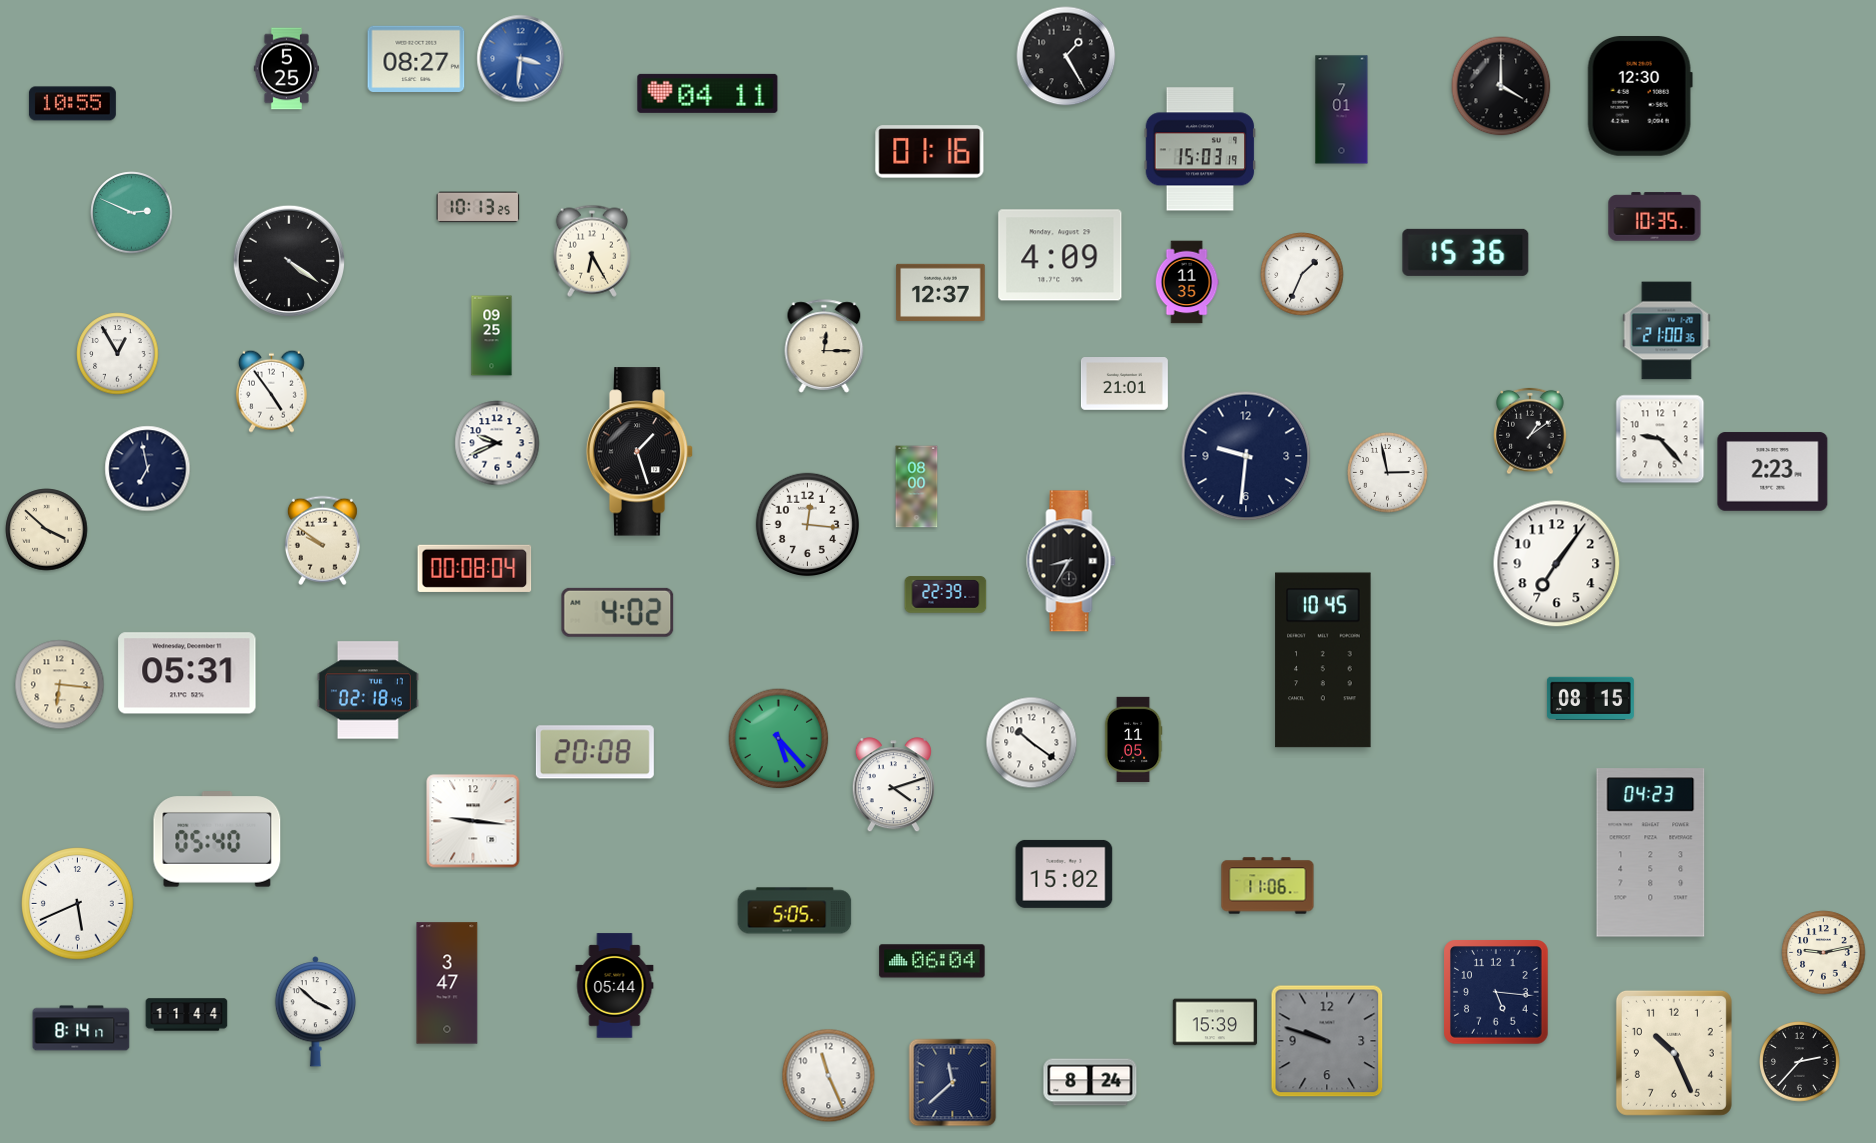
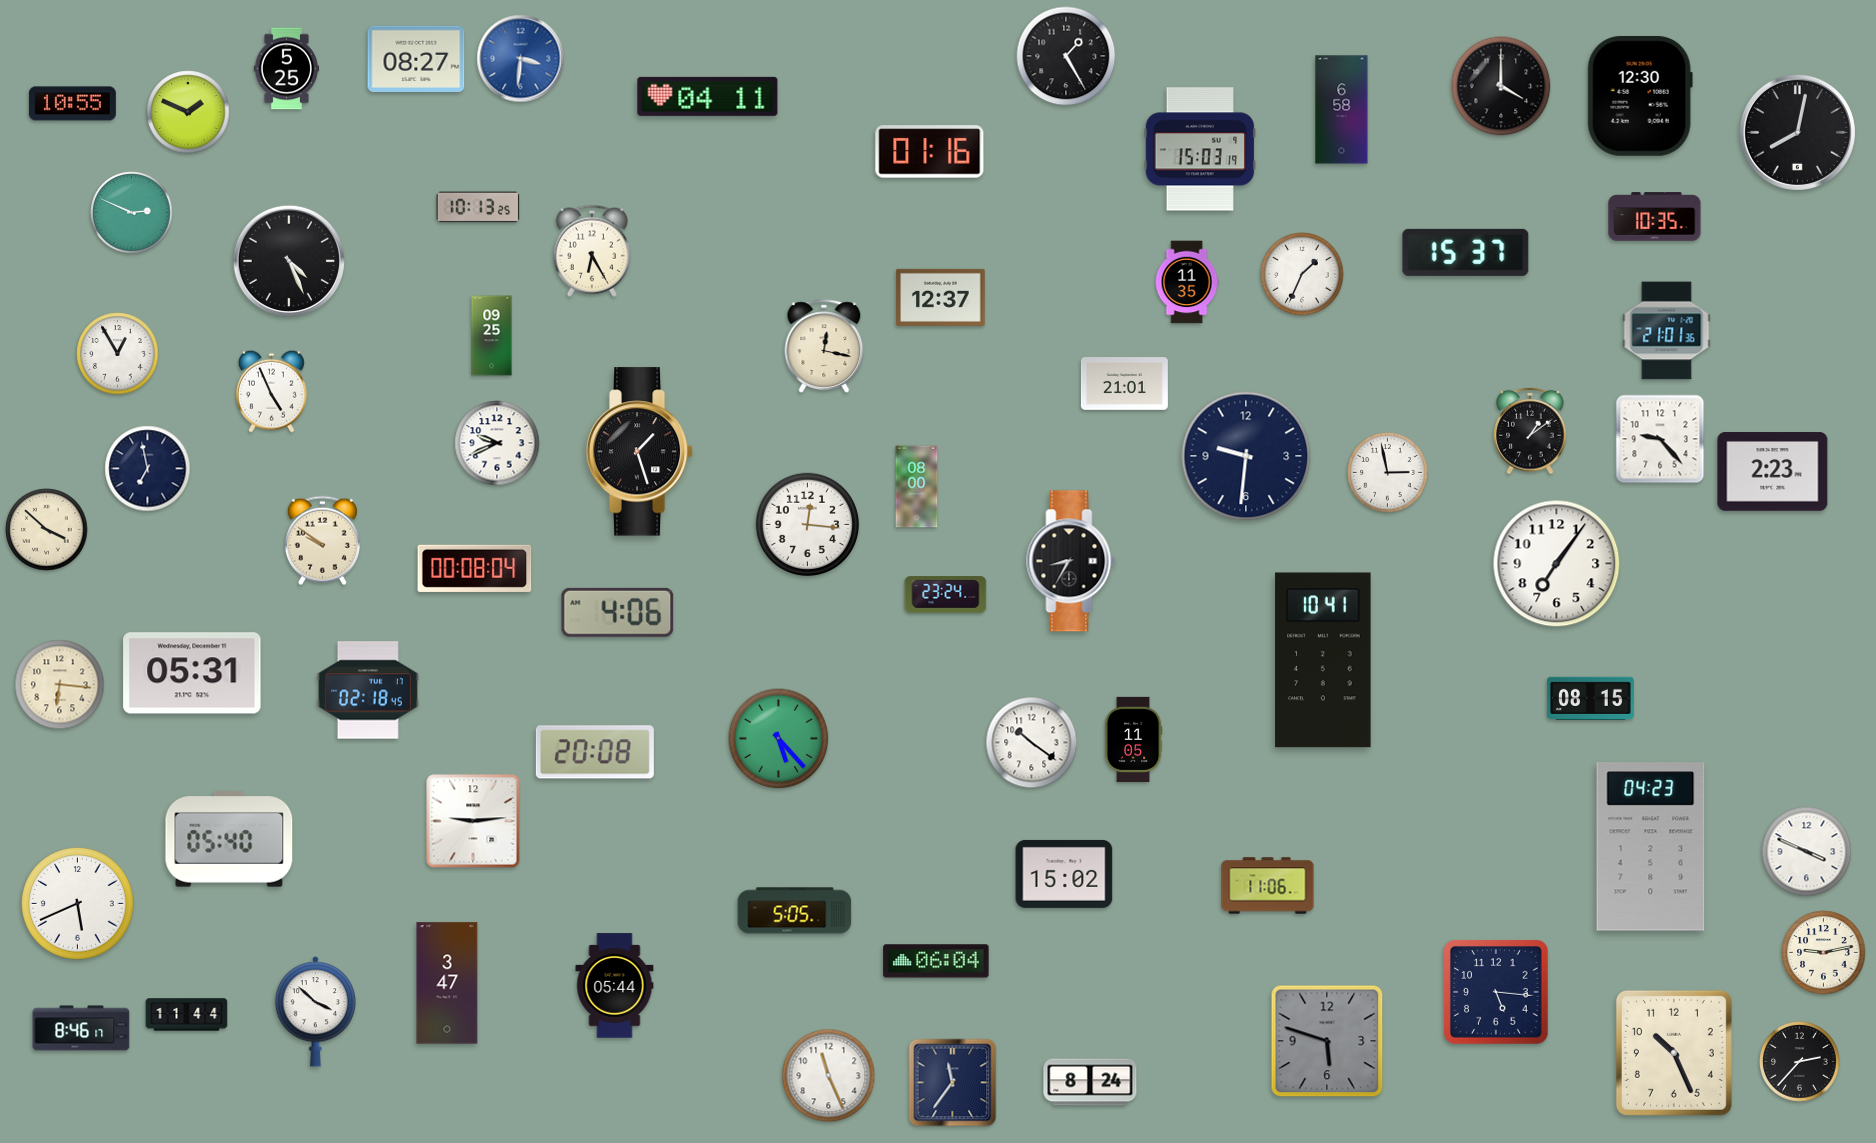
clock at (708, 93) position: (708, 93) -> (708, 96)
clock at (1342, 110): 7:01 -> 6:58
clock at (188, 112): none -> 1:49
clock at (1797, 132): none -> 8:02
clock at (1466, 252): 15:36 -> 15:37
clock at (1060, 255): 4:09 -> none
clock at (288, 260): 4:21 -> 4:26
clock at (941, 292) position: (941, 292) -> (941, 297)
clock at (1667, 331): 21:00 -> 21:01
clock at (824, 346): 12:15 -> 12:17
clock at (271, 391): 4:54 -> 4:56
clock at (946, 595): 22:39 -> 23:24
clock at (618, 612): 4:02 -> 4:06
clock at (1323, 660): 10:45 -> 10:41
clock at (187, 673) position: (187, 673) -> (192, 673)
clock at (893, 785): 4:12 -> none
clock at (473, 821): 9:16 -> 9:14
clock at (217, 839) position: (217, 839) -> (229, 839)
clock at (1807, 852): none -> 3:49
clock at (1651, 853) position: (1651, 853) -> (1651, 847)
clock at (932, 961) position: (932, 961) -> (936, 961)
clock at (1215, 1022): 15:39 -> none
clock at (81, 1028): 8:14 -> 8:46
clock at (1327, 1041): 9:48 -> 5:48
clock at (953, 1083): 11:38 -> 11:36
